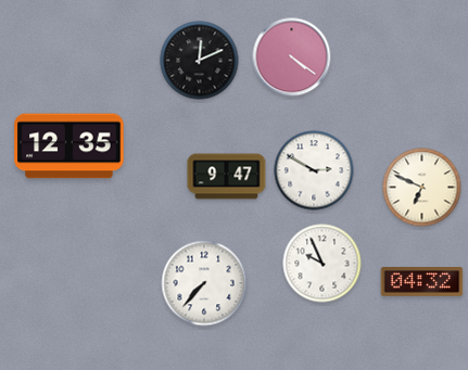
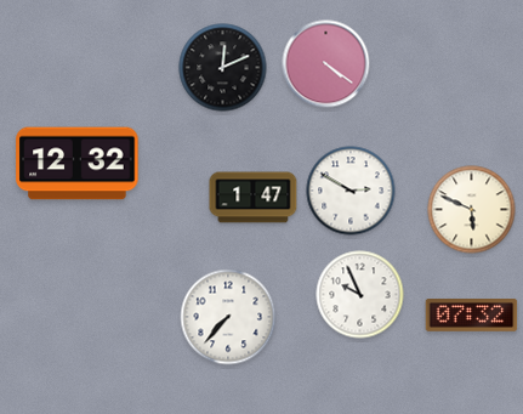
clock at (69, 146): 12:35 -> 12:32
clock at (227, 177): 9:47 -> 1:47
clock at (422, 188): 6:49 -> 5:49
clock at (422, 282): 04:32 -> 07:32
